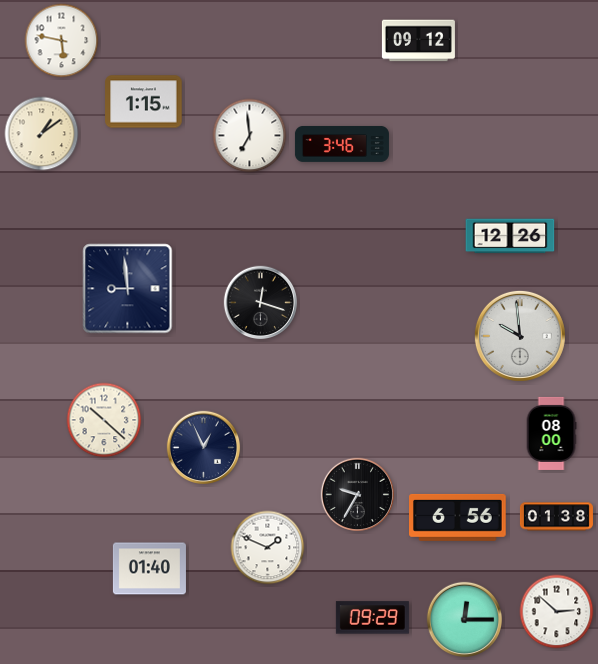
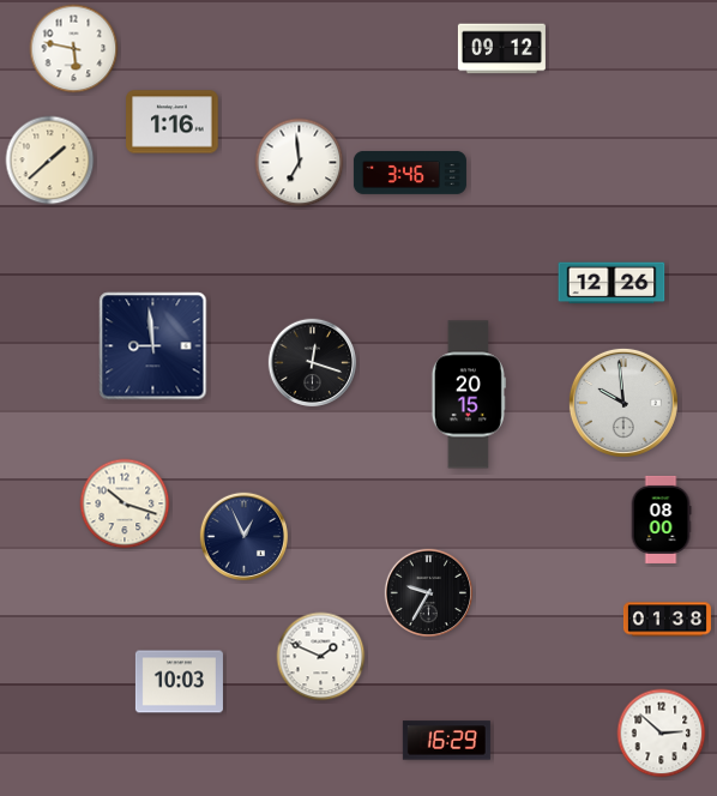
clock at (144, 102): 1:15 -> 1:16
clock at (42, 134): 1:09 -> 1:38
clock at (469, 394): none -> 20:15
clock at (104, 420): 10:22 -> 10:18
clock at (458, 517): 6:56 -> none
clock at (149, 569): 01:40 -> 10:03
clock at (557, 612) position: (557, 612) -> (662, 734)
clock at (372, 618): 09:29 -> 16:29
clock at (464, 619): 12:15 -> none
